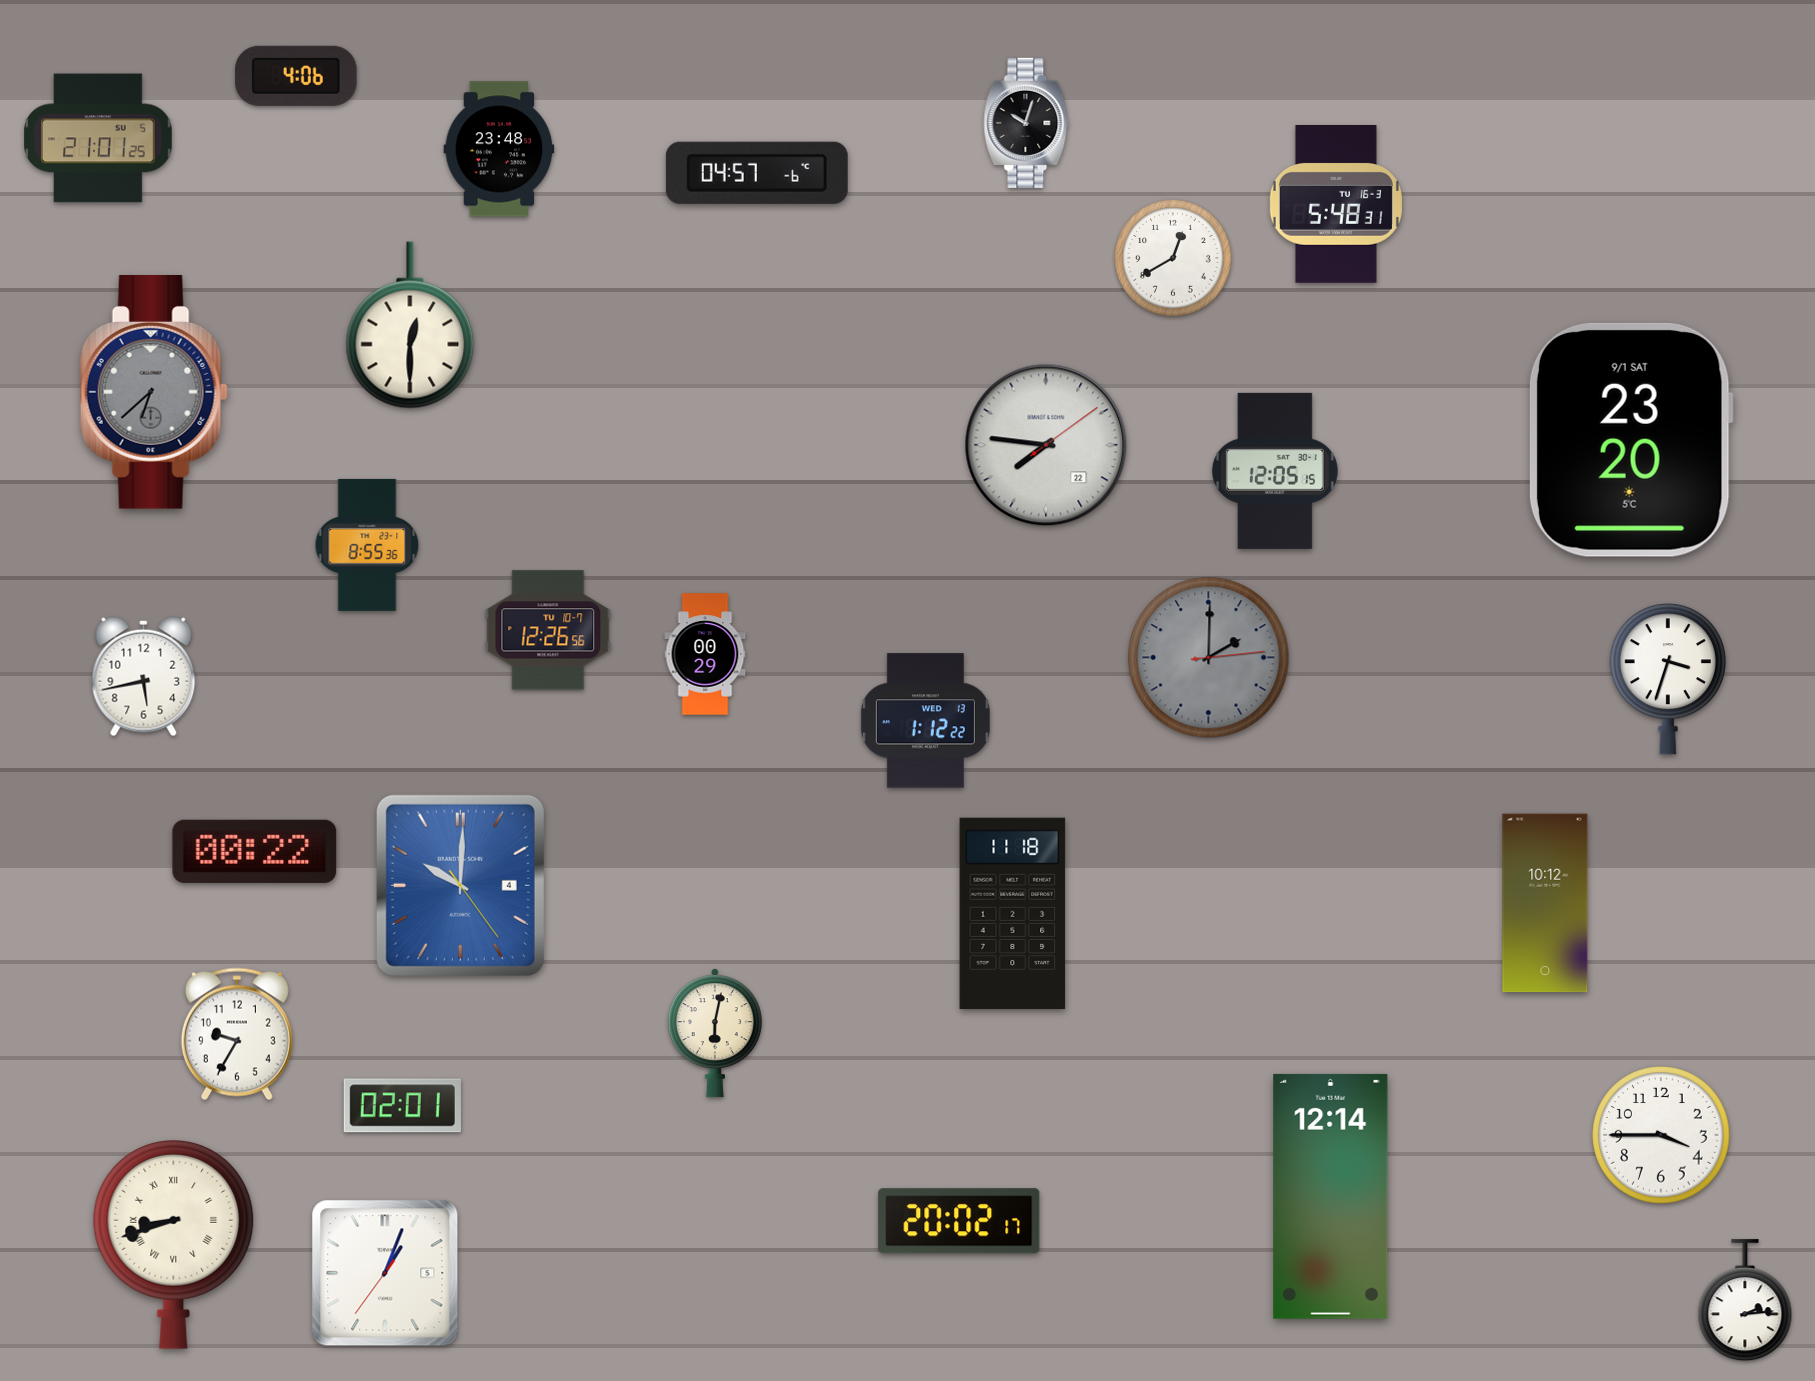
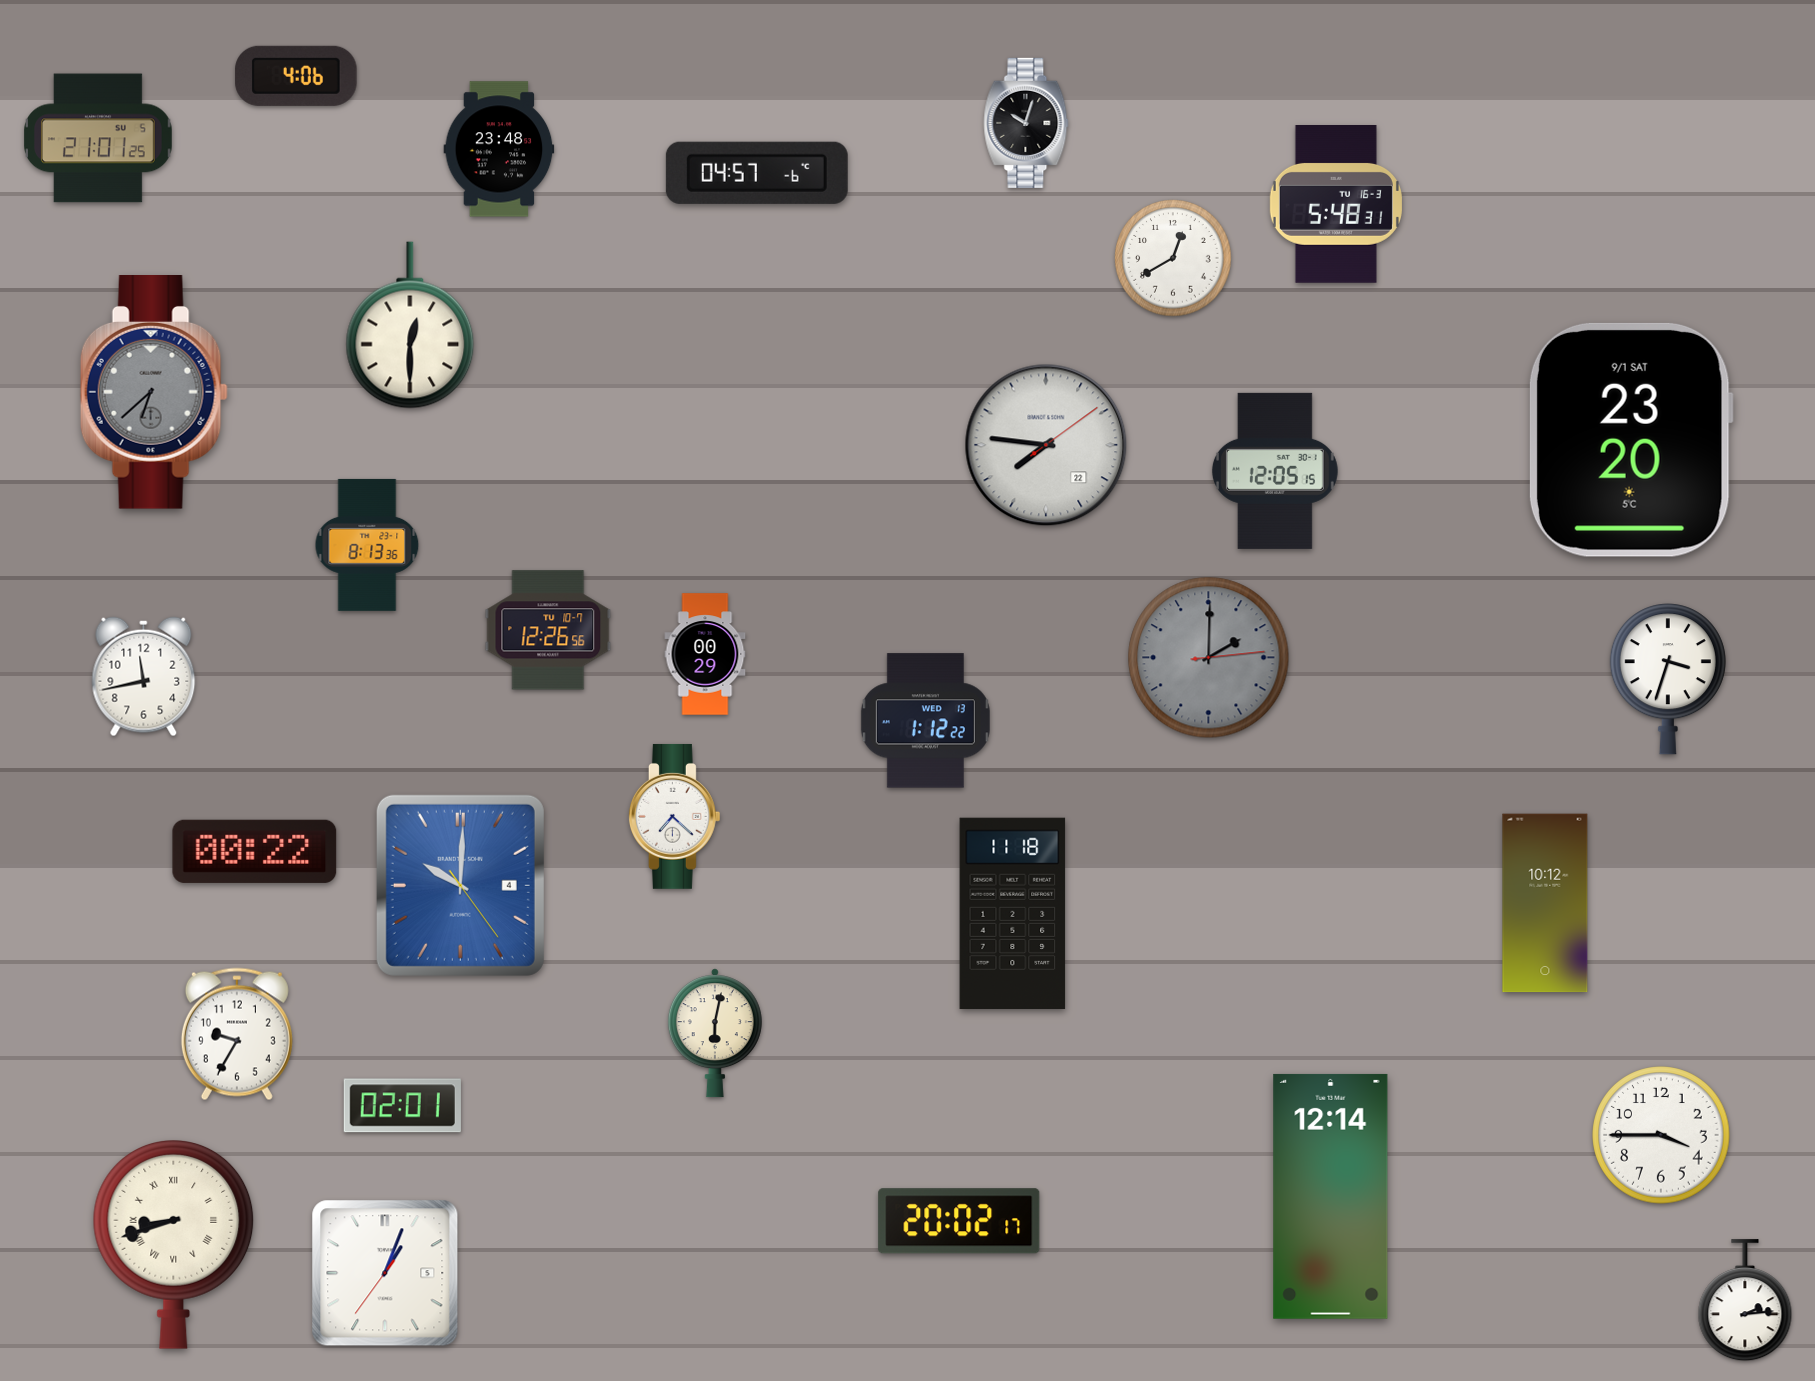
clock at (367, 545): 8:55 -> 8:13
clock at (144, 677): 5:43 -> 11:43
clock at (674, 816): none -> 7:22
